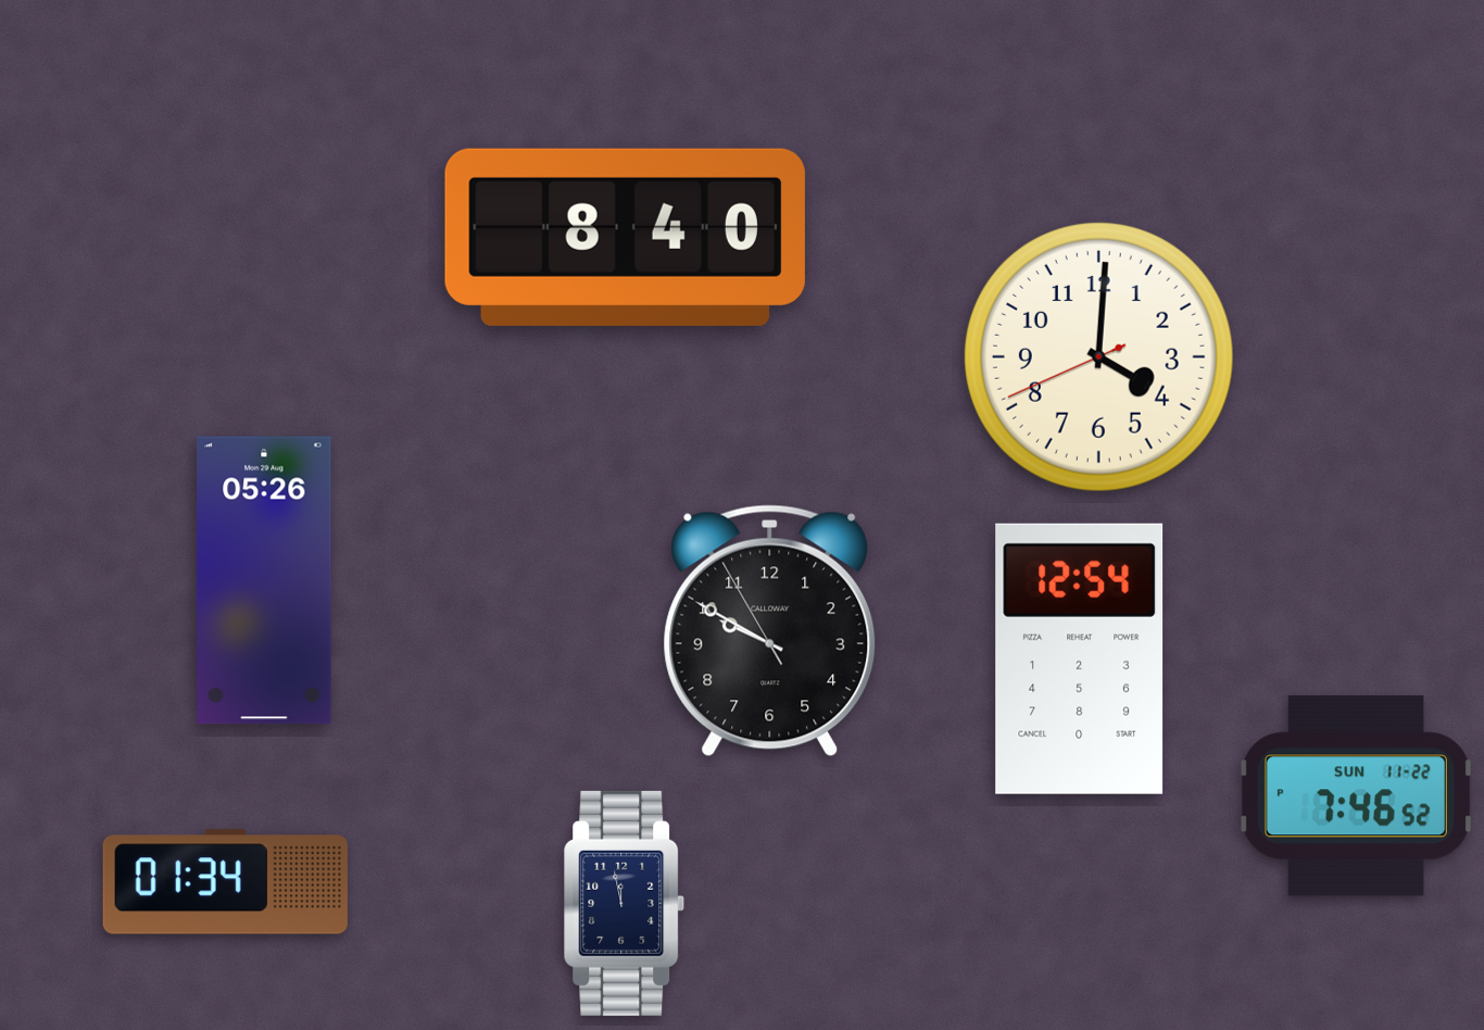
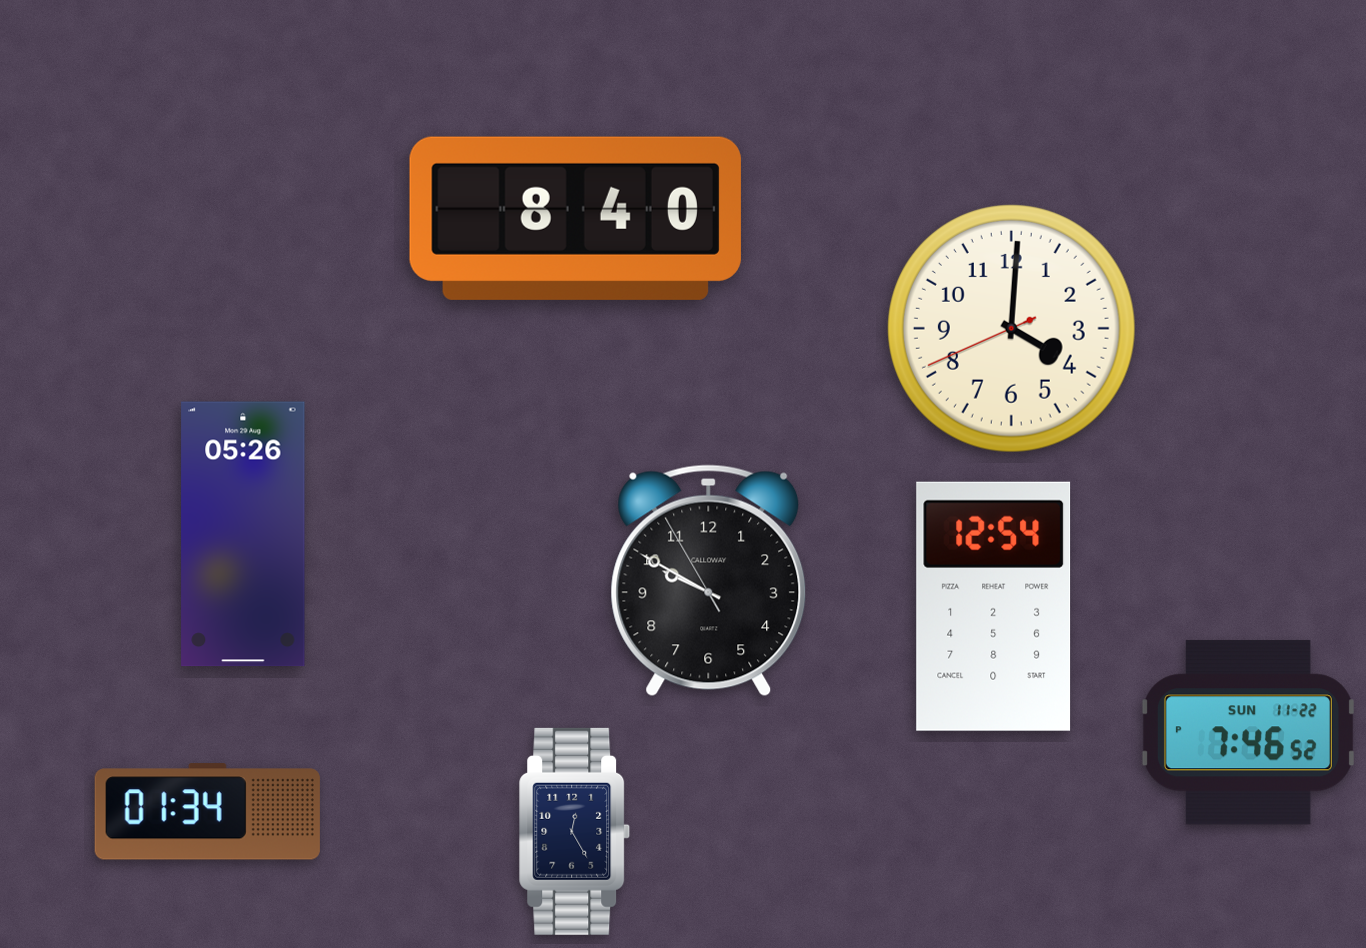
clock at (625, 903): 11:58 -> 12:25
